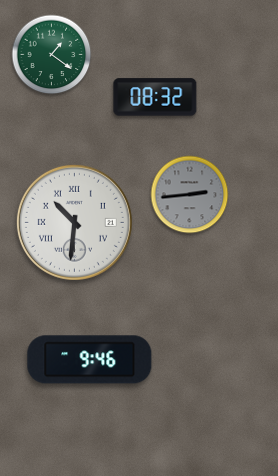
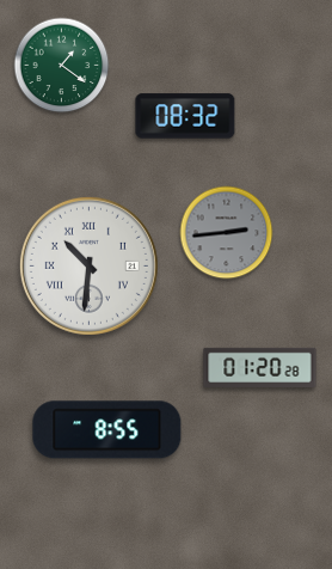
clock at (260, 367): none -> 01:20
clock at (90, 360): 9:46 -> 8:55
